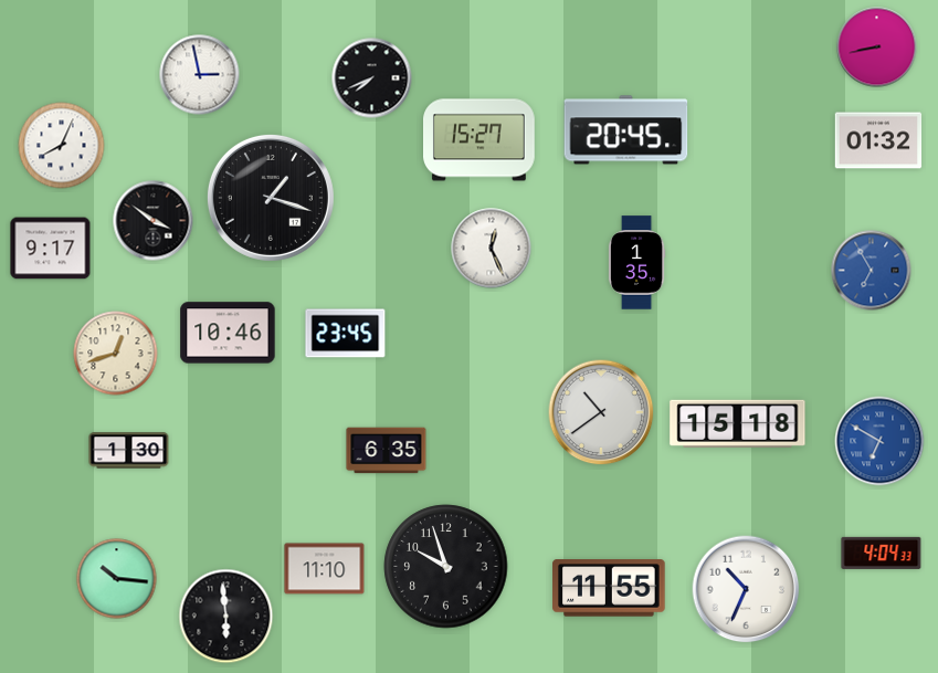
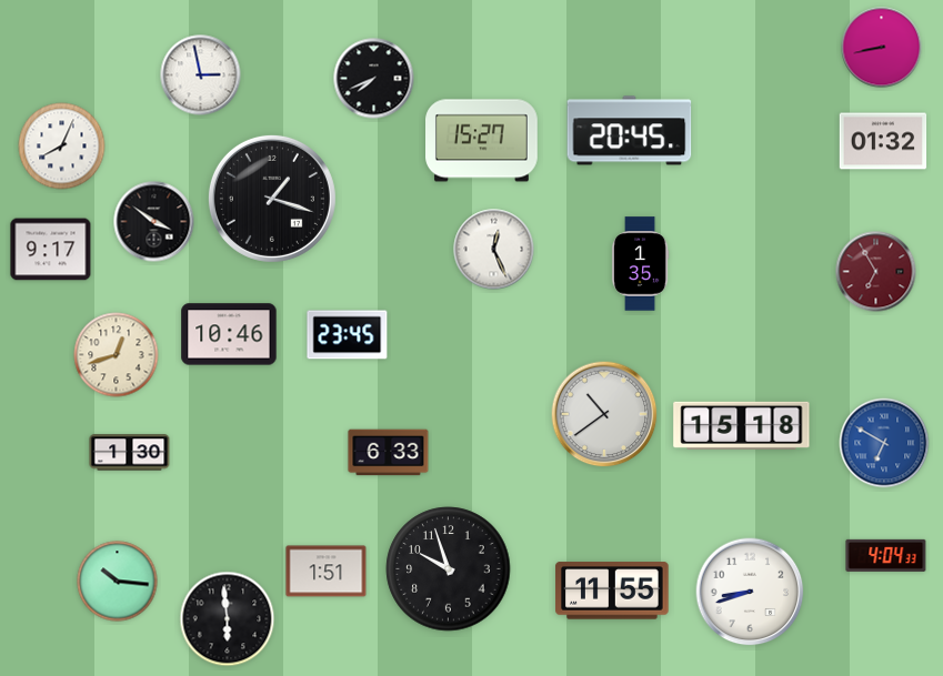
clock at (872, 271) dial: blue -> burgundy
clock at (387, 451): 6:35 -> 6:33
clock at (325, 569): 11:10 -> 1:51
clock at (746, 589): 10:34 -> 8:42
